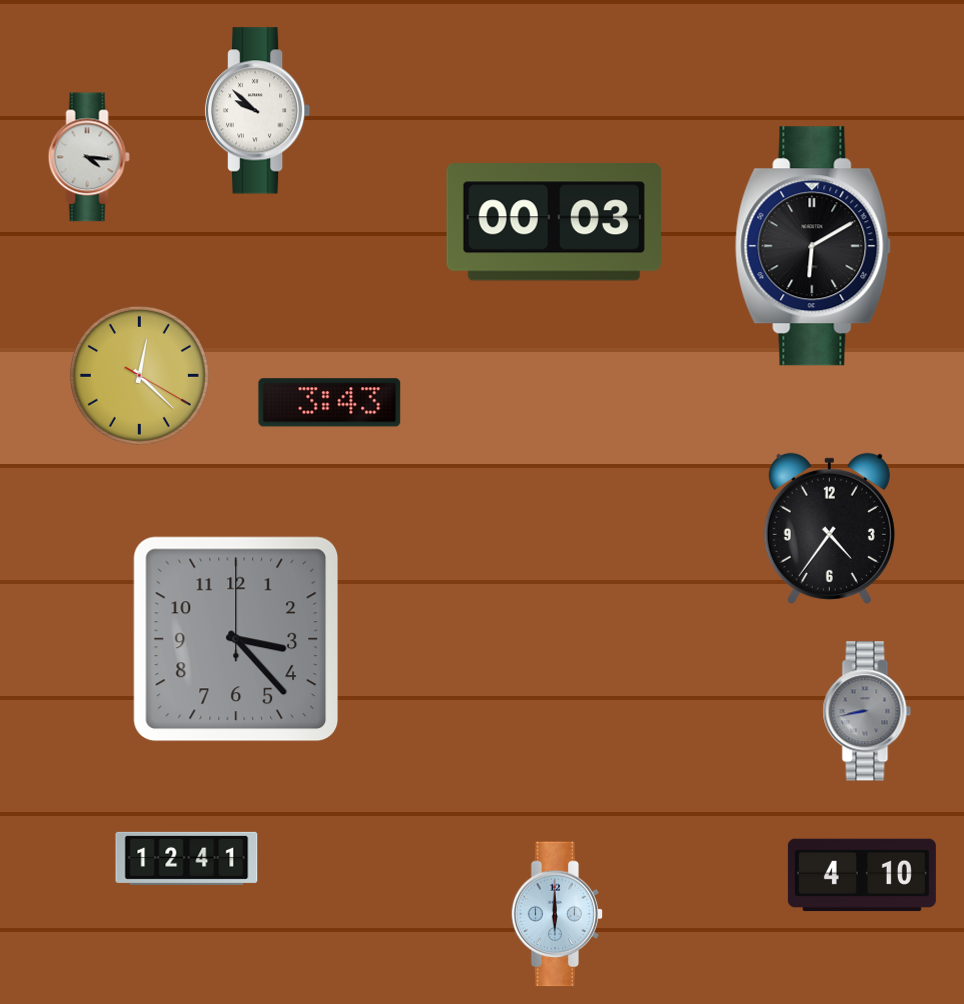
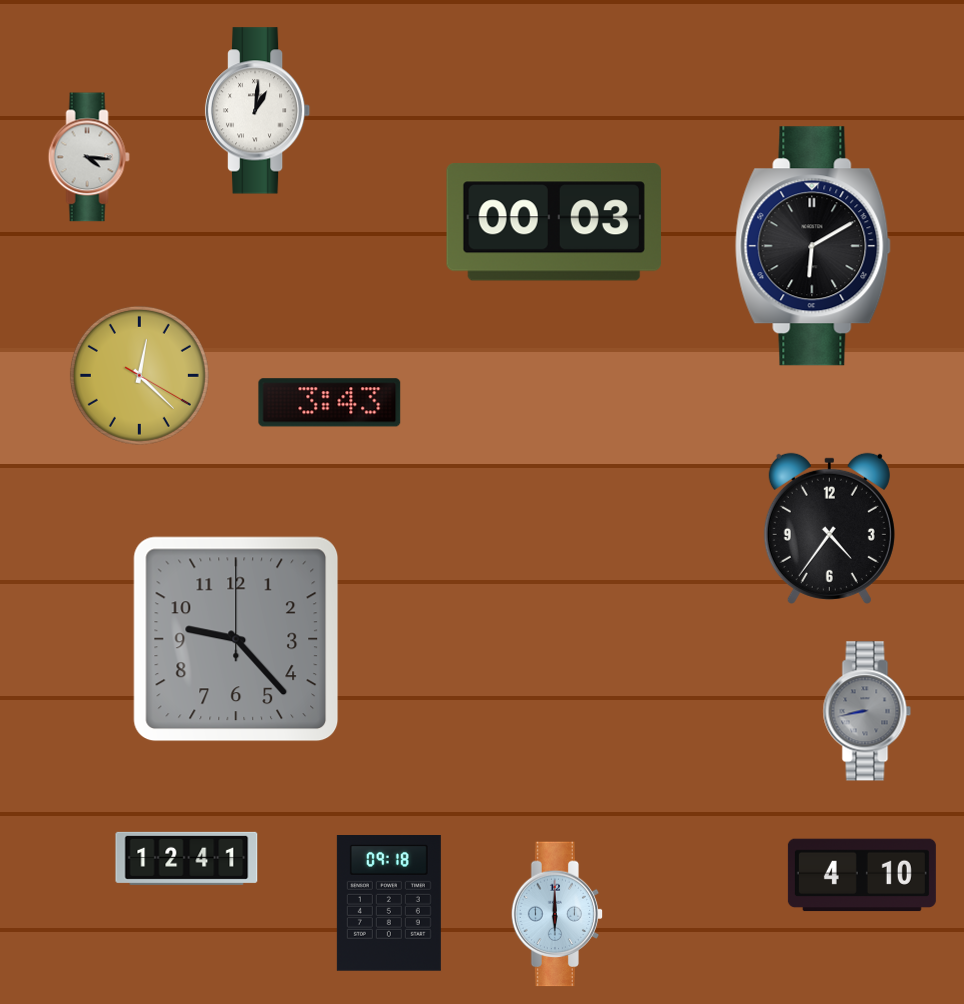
clock at (258, 111): 9:52 -> 1:01
clock at (236, 639): 3:23 -> 9:23
clock at (389, 904): none -> 09:18
